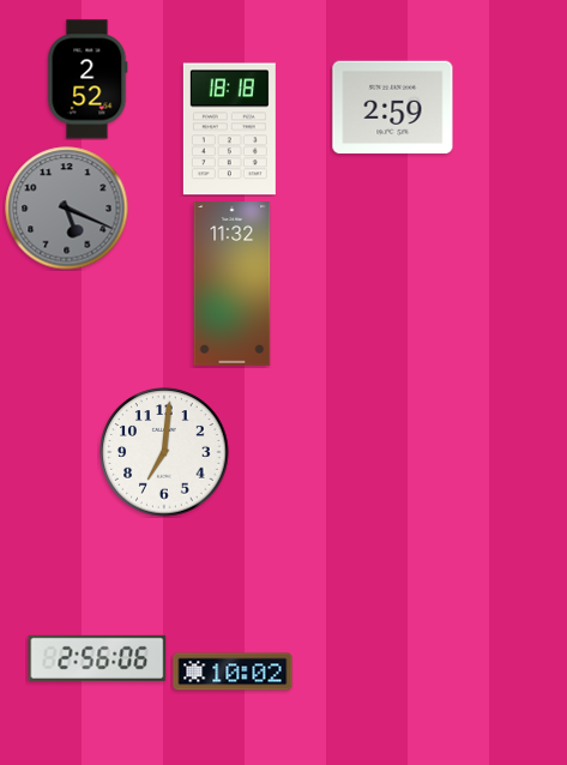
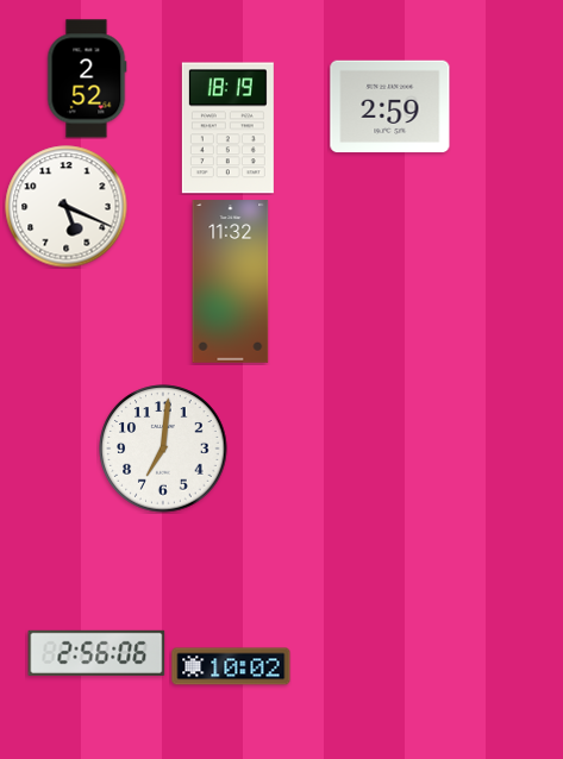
clock at (229, 129): 18:18 -> 18:19
clock at (67, 209) dial: grey -> white
